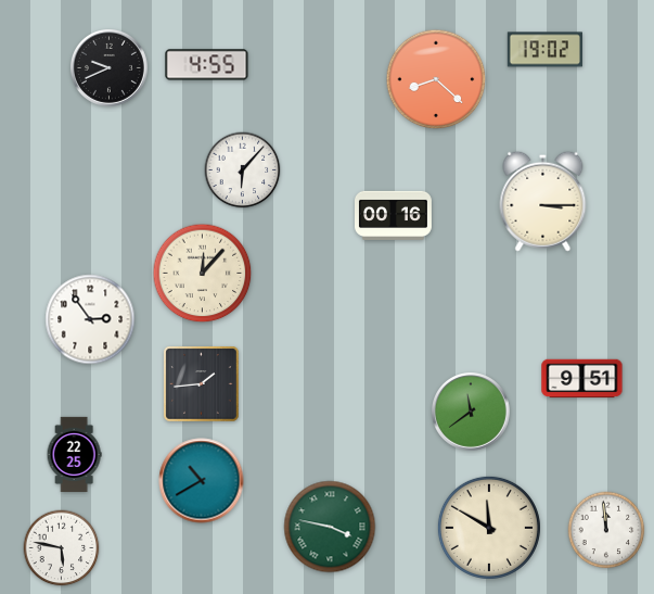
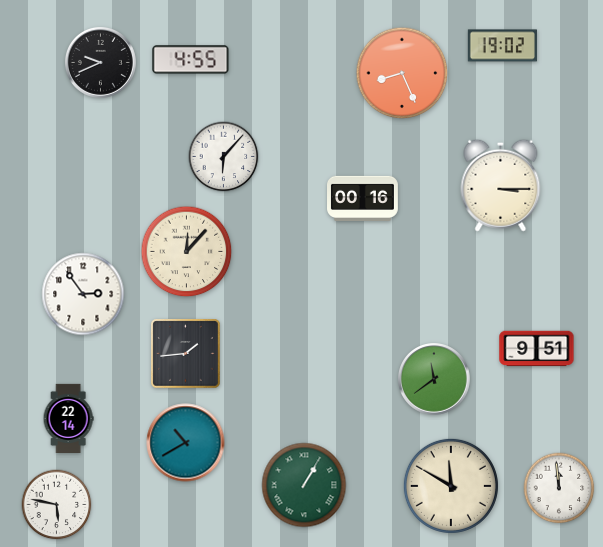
clock at (436, 79): 8:22 -> 8:26
clock at (74, 454): 22:25 -> 22:14
clock at (330, 527): 3:47 -> 1:05
